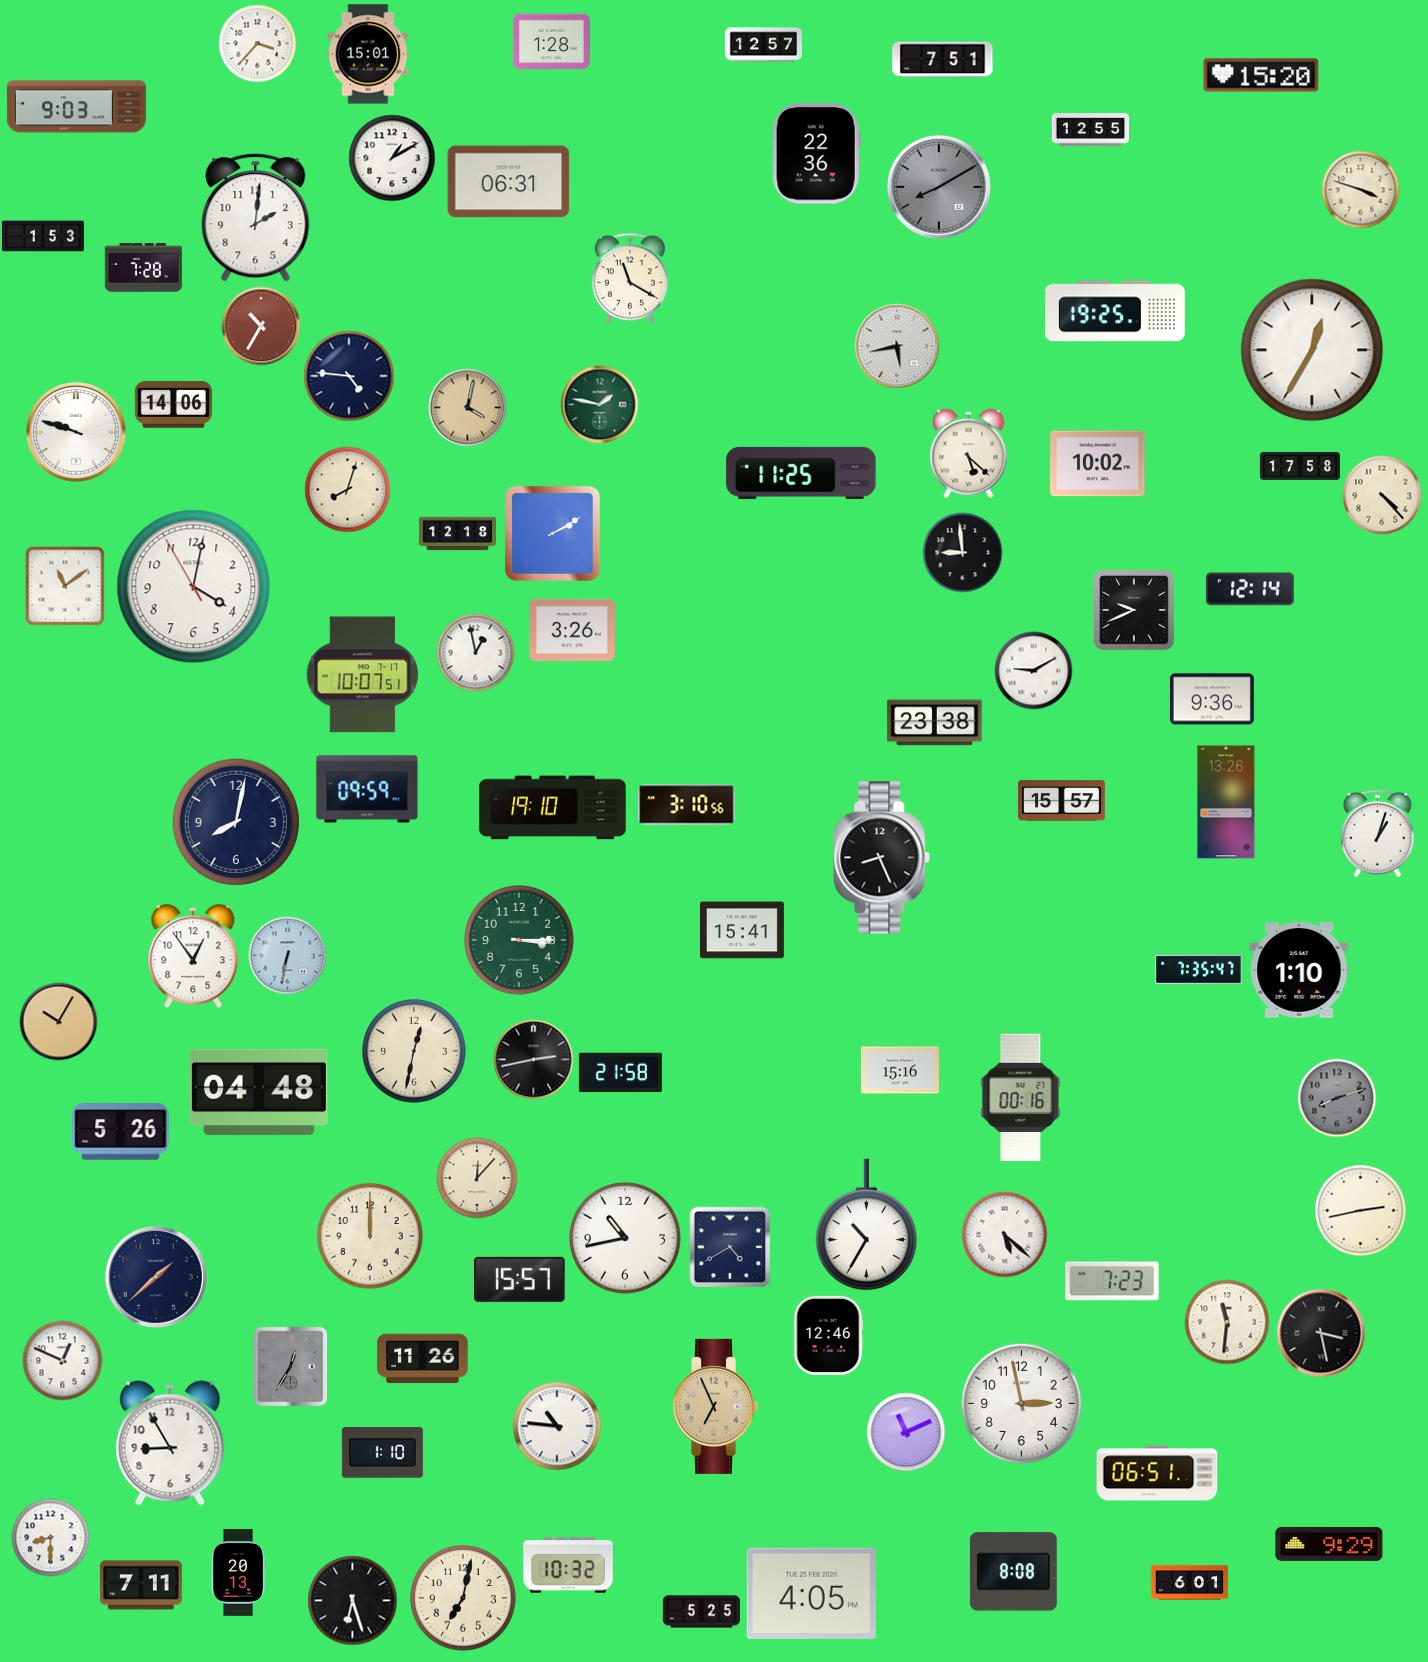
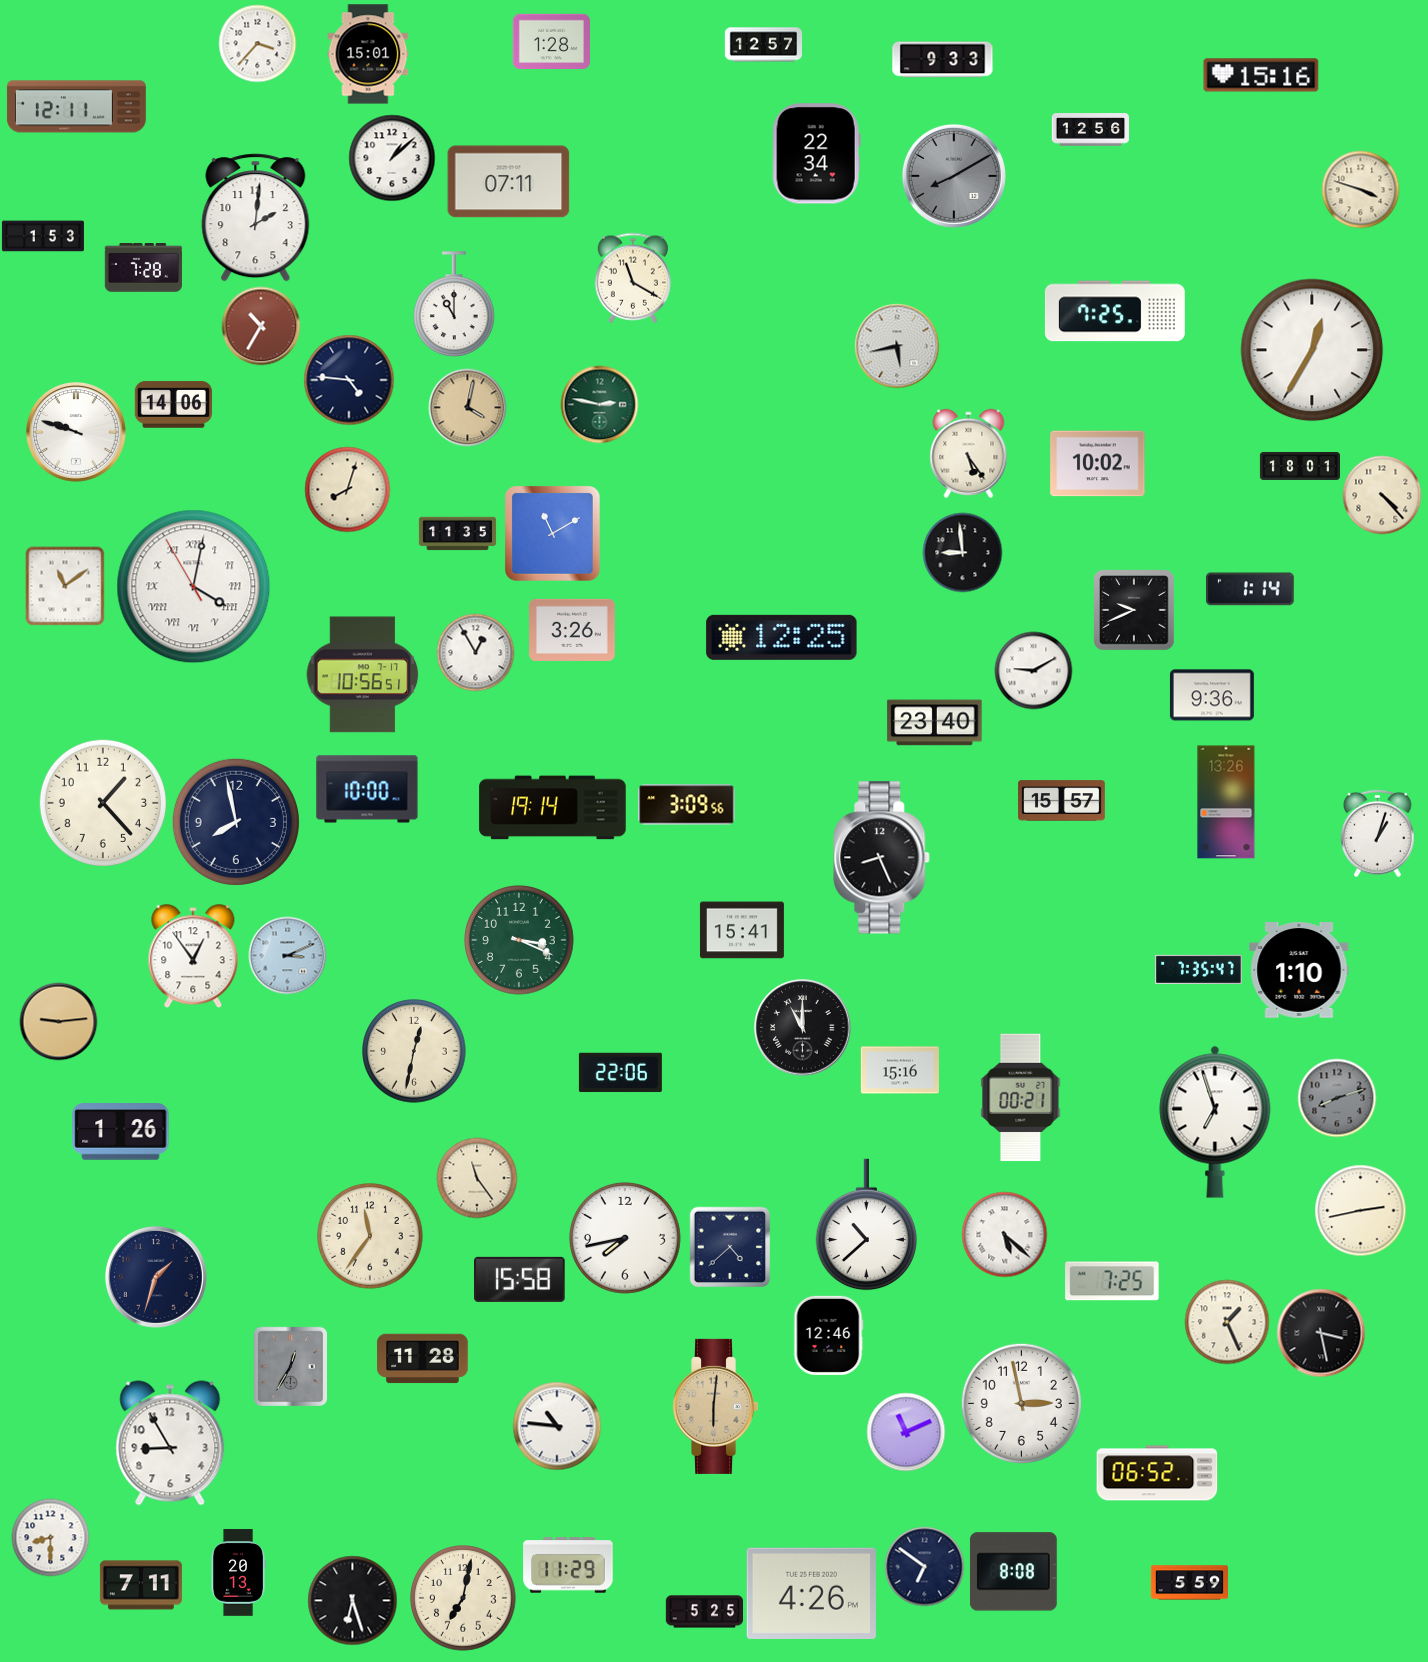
clock at (943, 60): 7:51 -> 9:33
clock at (1261, 75): 15:20 -> 15:16
clock at (76, 107): 9:03 -> 12:11
clock at (1090, 130): 12:55 -> 12:56
clock at (816, 154): 22:36 -> 22:34
clock at (392, 158): 1:10 -> 1:08
clock at (509, 182): 06:31 -> 07:11
clock at (939, 187) position: (939, 187) -> (954, 176)
clock at (630, 278) position: (630, 278) -> (633, 278)
clock at (455, 304): none -> 11:00
clock at (1115, 311): 19:25 -> 7:25
clock at (349, 376) position: (349, 376) -> (349, 380)
clock at (599, 404): 1:47 -> 2:47
clock at (969, 453): 5:22 -> 5:24
clock at (1300, 466): 17:58 -> 18:01
clock at (801, 473): 11:25 -> none
clock at (457, 534): 12:18 -> 11:35
clock at (553, 534): 2:10 -> 11:10
clock at (194, 587) numerals: Arabic -> Roman
clock at (1250, 589): 12:14 -> 1:14
clock at (782, 637): none -> 12:25
clock at (475, 652): 12:58 -> 12:55
clock at (363, 675): 10:07 -> 10:56
clock at (1212, 699) position: (1212, 699) -> (1212, 695)
clock at (935, 723): 23:38 -> 23:40
clock at (367, 789): 09:59 -> 10:00
clock at (103, 803): none -> 1:23
clock at (687, 805): 3:10 -> 3:09
clock at (553, 808): 19:10 -> 19:14
clock at (236, 822): 8:02 -> 7:58
clock at (520, 941): 3:15 -> 3:19
clock at (287, 955): 6:32 -> 3:11
clock at (58, 1021): 10:05 -> 9:14
clock at (803, 1028): none -> 11:00
clock at (533, 1059): 2:43 -> none
clock at (620, 1073): 21:58 -> 22:06
clock at (259, 1092): 04:48 -> none
clock at (1021, 1098): 00:16 -> 00:21
clock at (1215, 1122): none -> 6:57
clock at (121, 1132): 5:26 -> 1:26
clock at (477, 1178): 12:07 -> 11:24
clock at (866, 1225): 10:35 -> 10:38
clock at (370, 1236): 12:00 -> 11:36
clock at (625, 1238): 10:43 -> 7:43
clock at (730, 1247): 4:40 -> 4:38
clock at (156, 1277): 1:38 -> 1:33
clock at (520, 1279): 15:57 -> 15:58
clock at (1112, 1281): 7:23 -> 7:25
clock at (1227, 1322): 11:31 -> 1:26
clock at (423, 1359): 11:26 -> 11:28
clock at (62, 1360): 12:49 -> none
clock at (716, 1406): 6:56 -> 6:01
clock at (382, 1453): 1:10 -> none
clock at (1157, 1473): 06:51 -> 06:52
clock at (1329, 1544): 9:29 -> none
clock at (568, 1565): 10:32 -> 11:29
clock at (924, 1566): none -> 6:51
clock at (1189, 1583): 6:01 -> 5:59
clock at (811, 1593): 4:05 -> 4:26
clock at (701, 1612) position: (701, 1612) -> (704, 1612)
